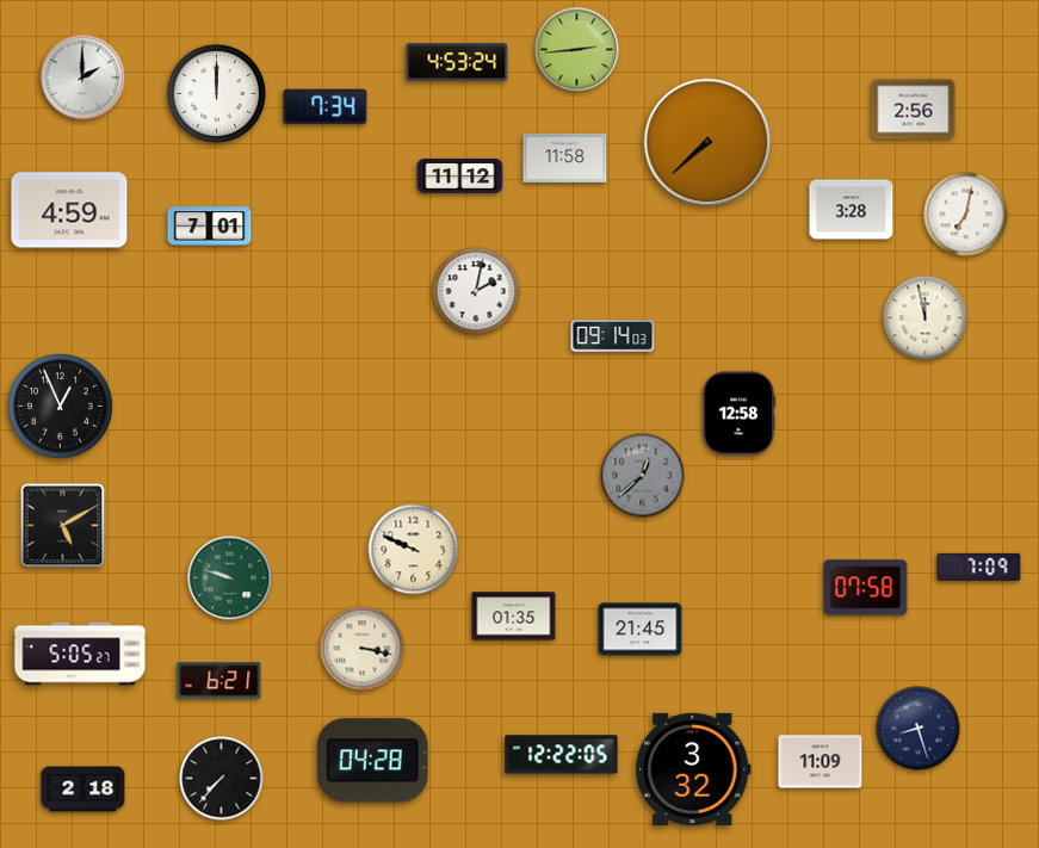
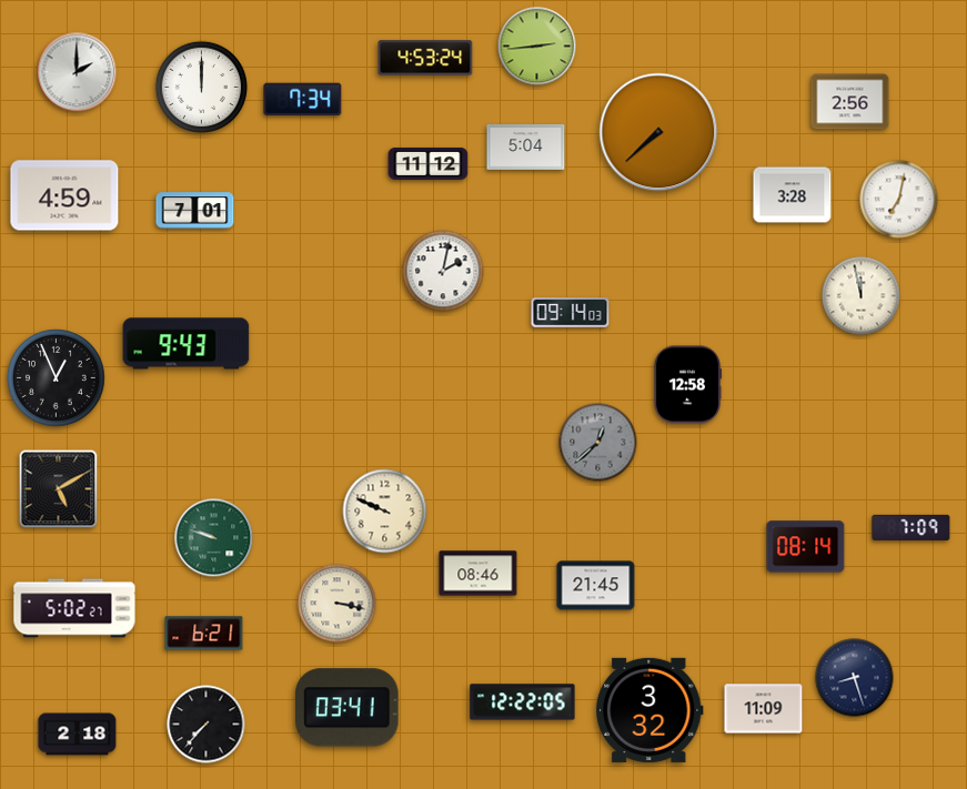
clock at (565, 157): 11:58 -> 5:04
clock at (187, 344): none -> 9:43
clock at (866, 588): 07:58 -> 08:14
clock at (514, 617): 01:35 -> 08:46
clock at (80, 654): 5:05 -> 5:02
clock at (373, 761): 04:28 -> 03:41
clock at (693, 769) position: (693, 769) -> (649, 710)
